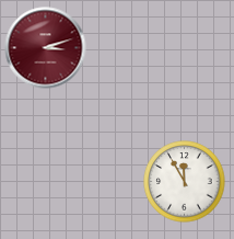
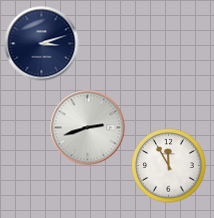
clock at (46, 48) dial: burgundy -> navy
clock at (88, 128): none -> 2:42
